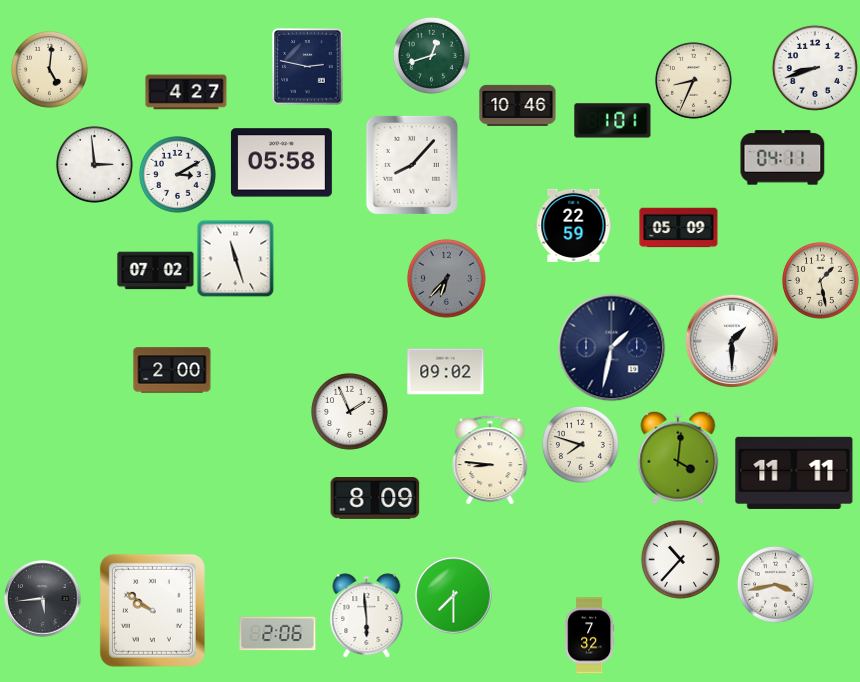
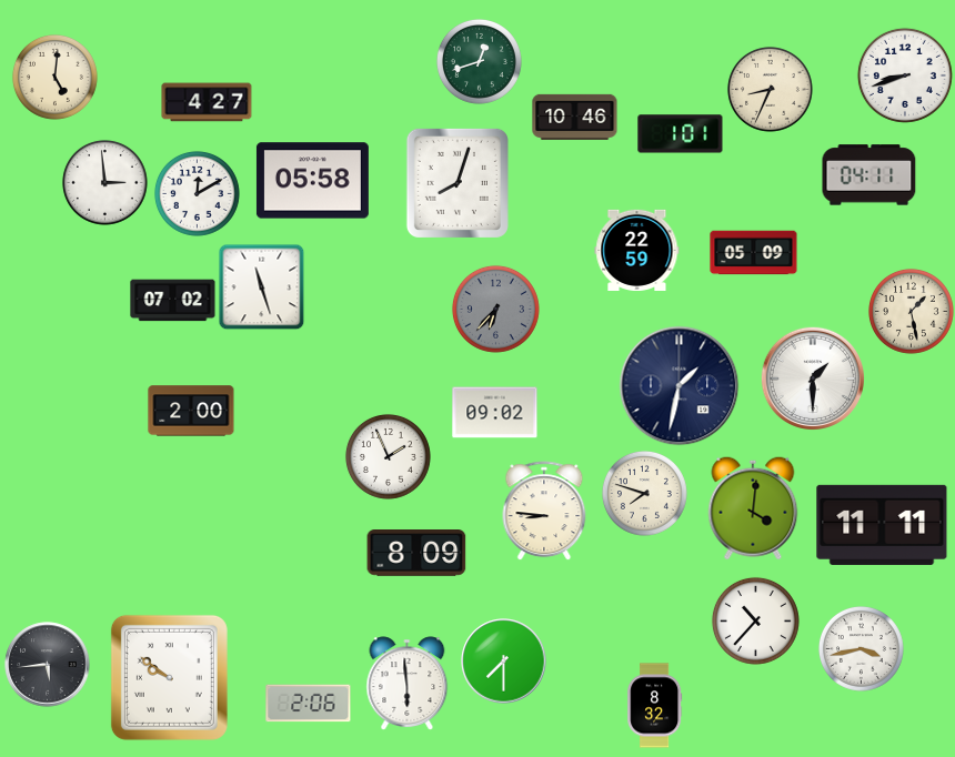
clock at (308, 67): 2:47 -> none
clock at (412, 165): 8:07 -> 8:03
clock at (177, 174): 3:10 -> 12:10
clock at (590, 636): 7:32 -> 8:32
